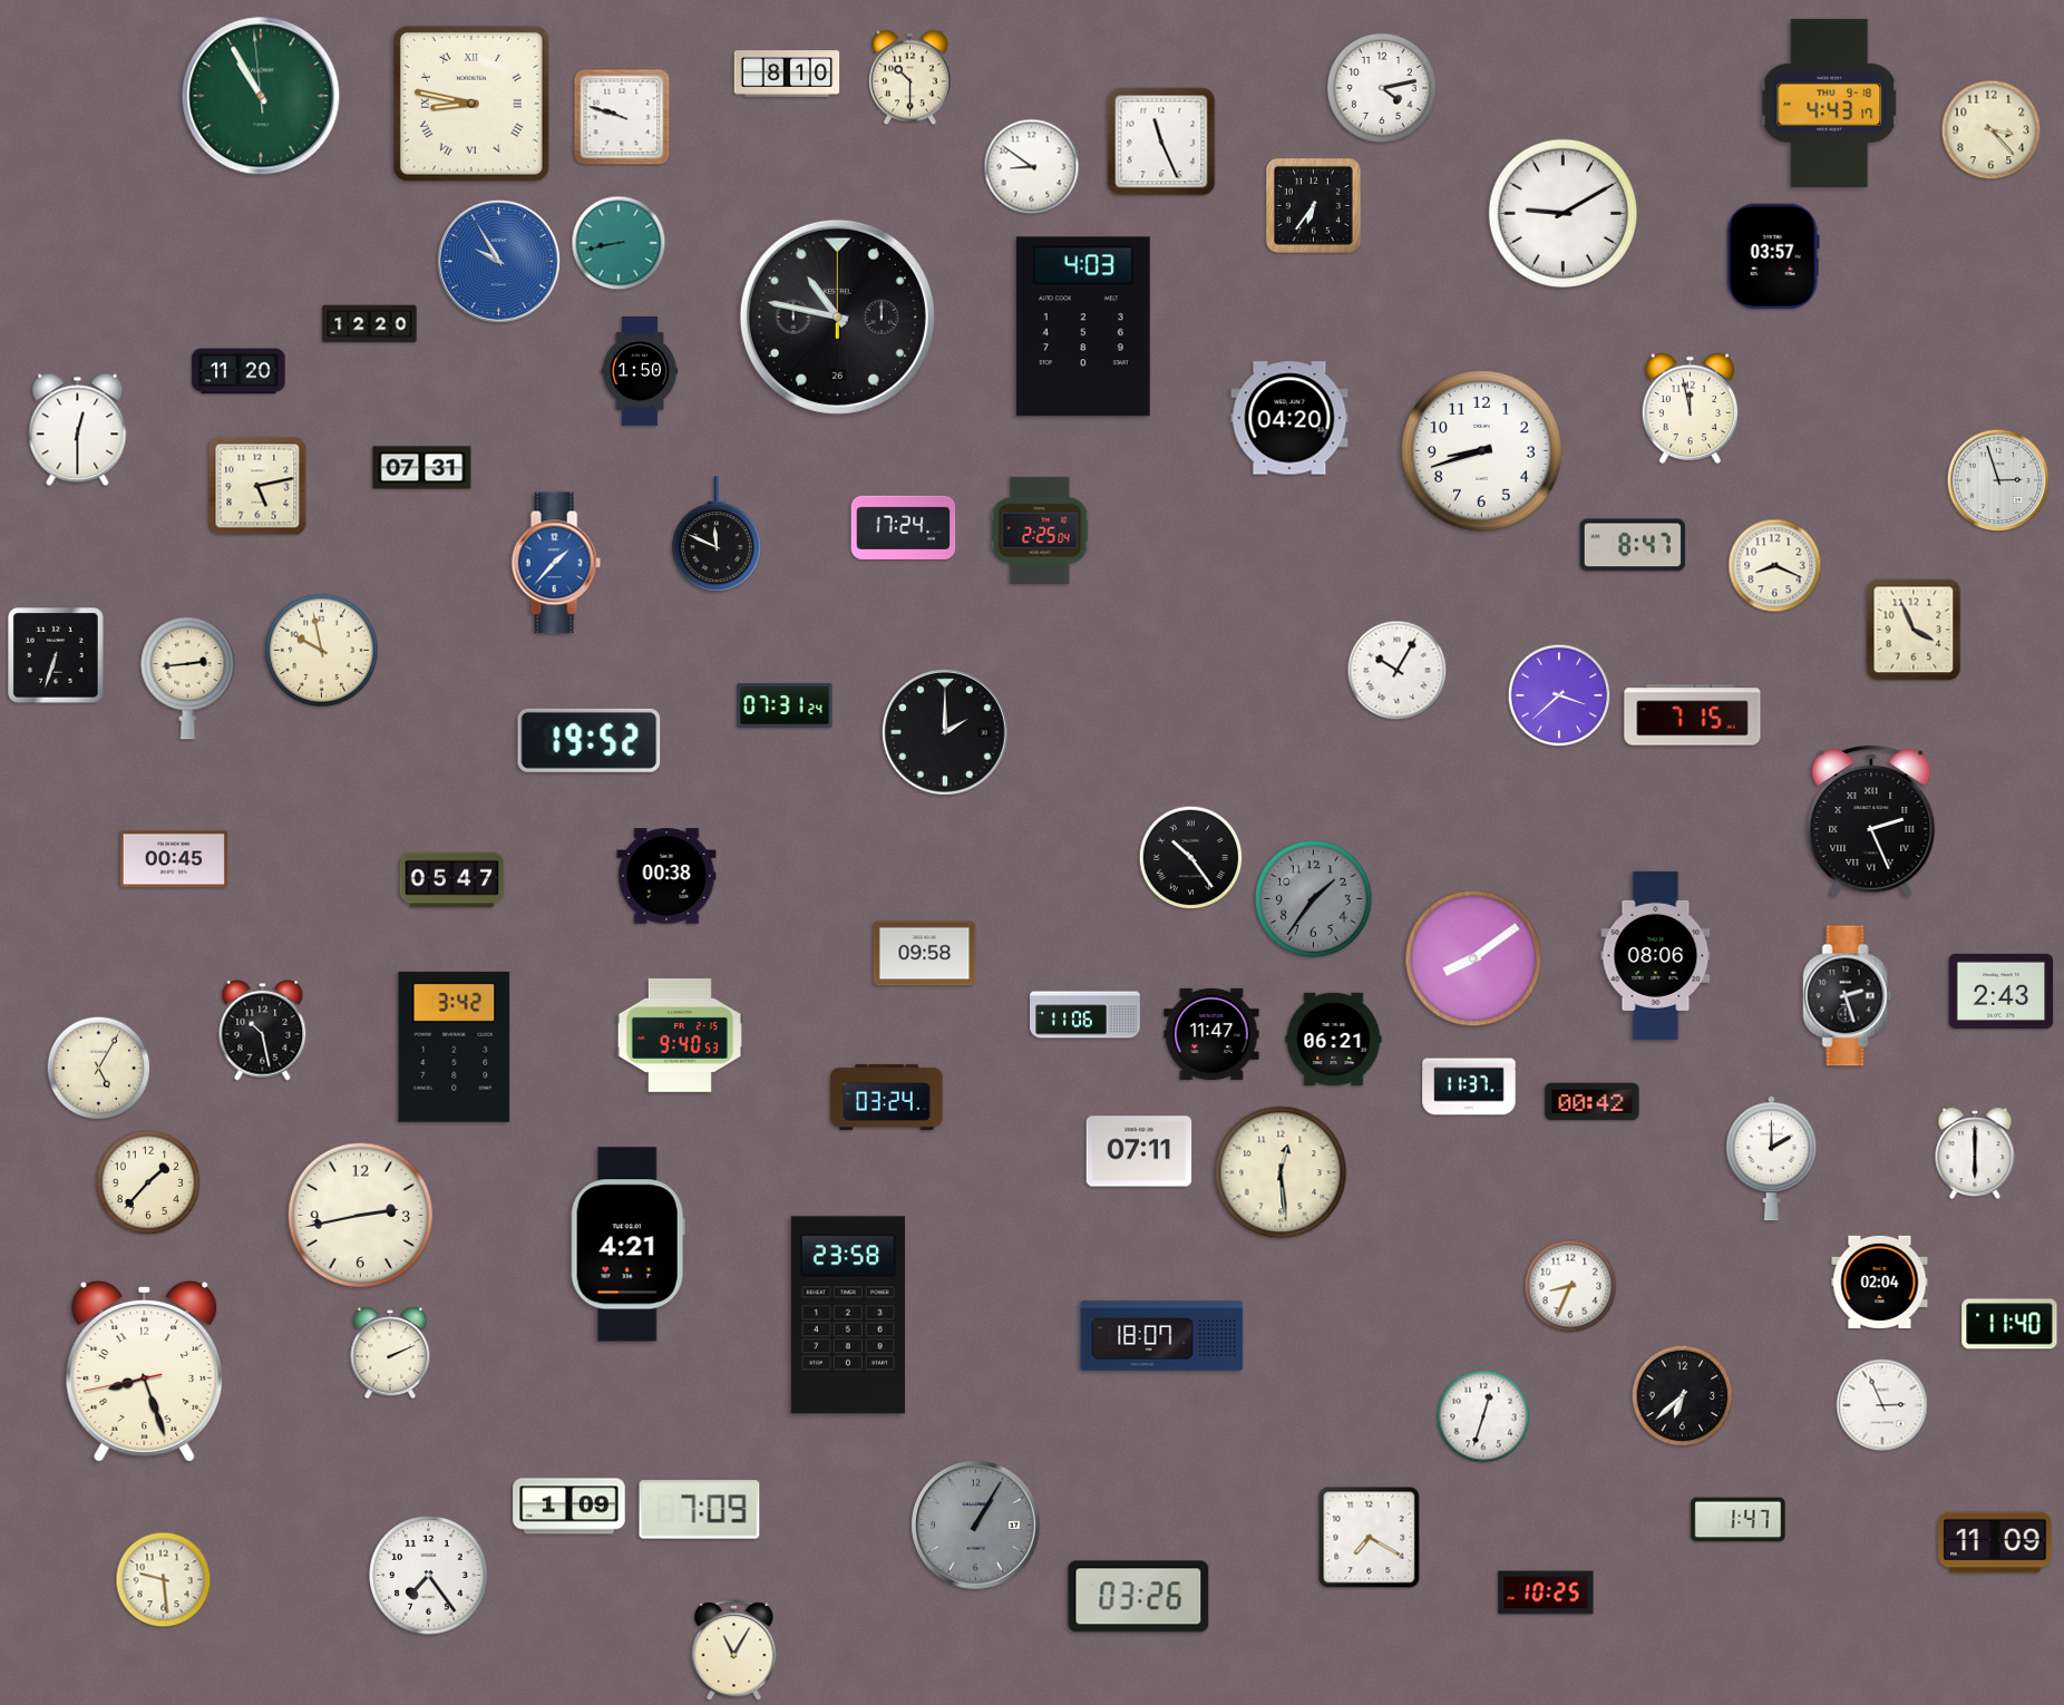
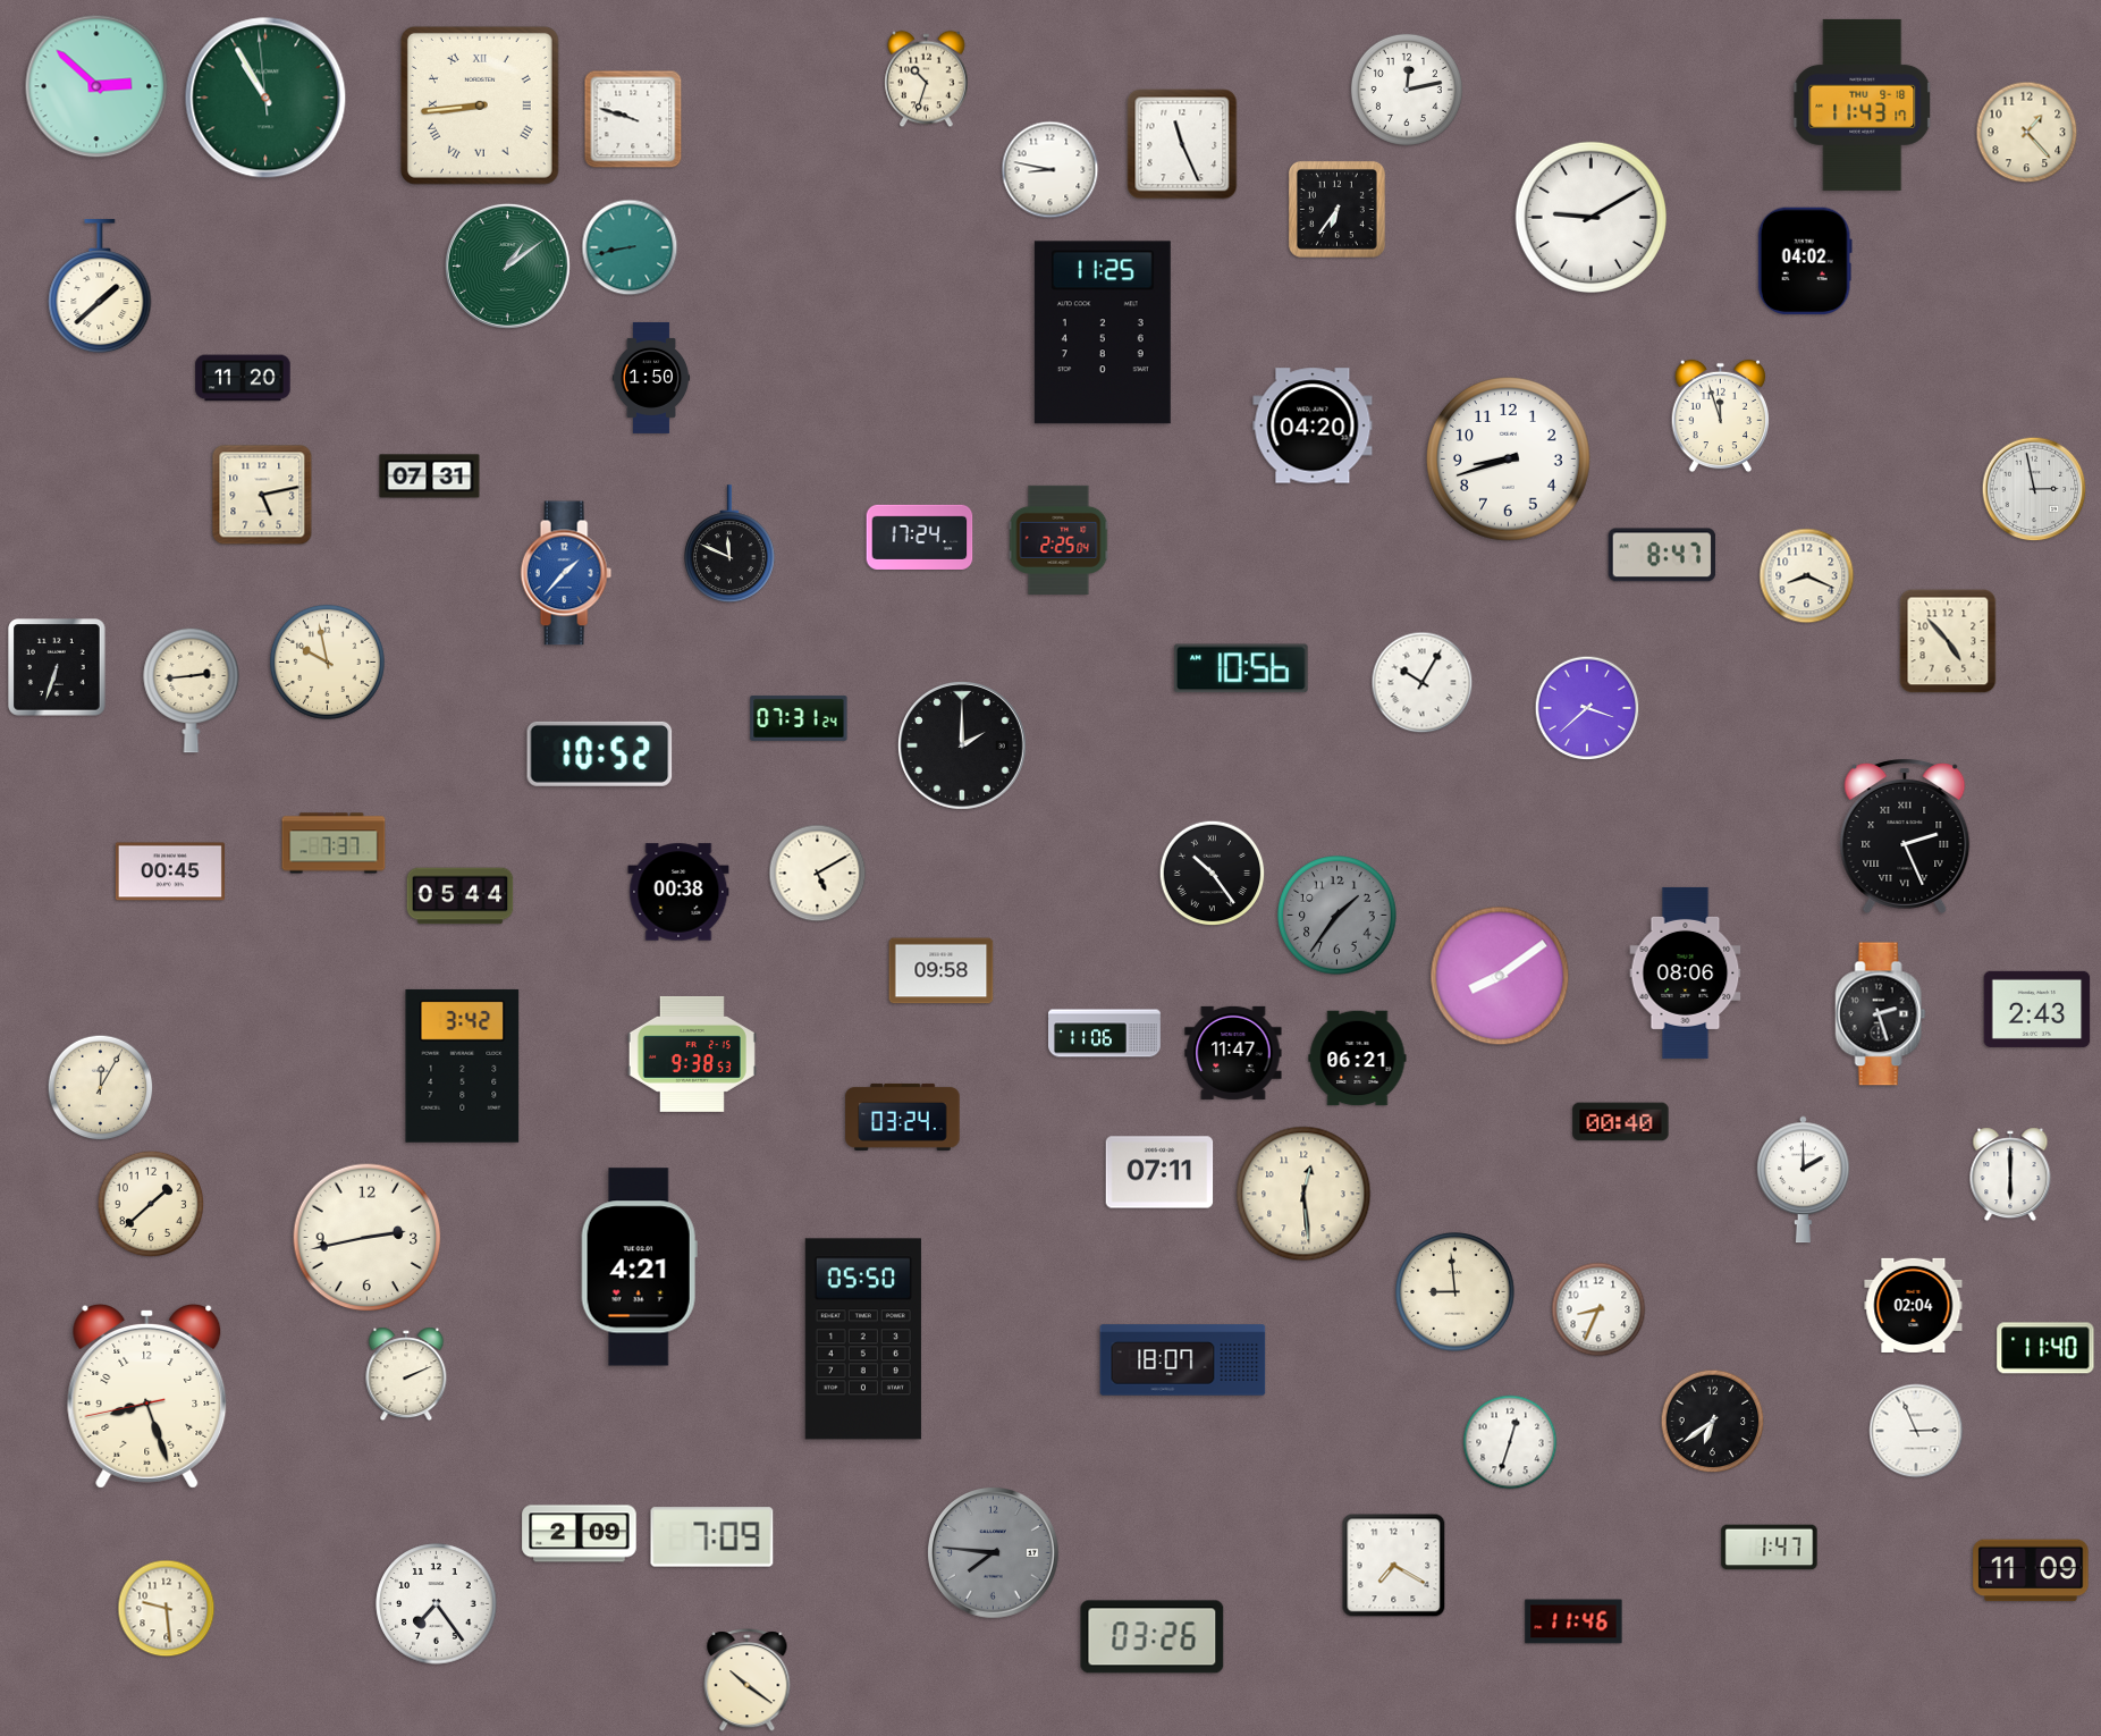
clock at (787, 74): 8:10 -> none
clock at (911, 78): 10:30 -> 10:33
clock at (96, 86): none -> 2:52
clock at (1382, 88): 4:13 -> 12:13
clock at (1830, 103): 4:43 -> 11:43
clock at (471, 104): 8:47 -> 8:44
clock at (1992, 130): 3:23 -> 1:23
clock at (1032, 167): 8:51 -> 8:47
clock at (1773, 256): 03:57 -> 04:02
clock at (498, 261): 9:55 -> 1:09
clock at (498, 261) dial: blue -> green
clock at (100, 287): none -> 1:38
clock at (837, 316): 10:47 -> none
clock at (370, 324): 12:20 -> none
clock at (1083, 327): 4:03 -> 11:25
clock at (1691, 409): 11:58 -> 11:57
clock at (78, 430): 12:30 -> none
clock at (1998, 480): 2:57 -> 2:58
clock at (1914, 630): 3:56 -> 4:53
clock at (1241, 668): none -> 10:56
clock at (1693, 715): 7:15 -> none
clock at (590, 740): 19:52 -> 10:52
clock at (334, 843): none -> 7:37
clock at (818, 874): none -> 5:10
clock at (174, 859) position: (174, 859) -> (170, 871)
clock at (452, 880): 05:47 -> 05:44
clock at (263, 1030): 10:28 -> none
clock at (680, 1035): 9:40 -> 9:38
clock at (99, 1069): 5:05 -> 12:05
clock at (1469, 1087): 11:37 -> none
clock at (1593, 1102): 00:42 -> 00:40
clock at (148, 1182): 1:37 -> 1:38
clock at (1455, 1292): none -> 8:59
clock at (848, 1315): 23:58 -> 05:50
clock at (390, 1353) position: (390, 1353) -> (406, 1374)
clock at (1683, 1396): 6:38 -> 6:39
clock at (569, 1507): 1:09 -> 2:09
clock at (976, 1526): 1:05 -> 7:46
clock at (1546, 1592): 10:25 -> 11:46
clock at (1139, 1597) position: (1139, 1597) -> (1153, 1637)
clock at (734, 1650): 11:05 -> 10:21
